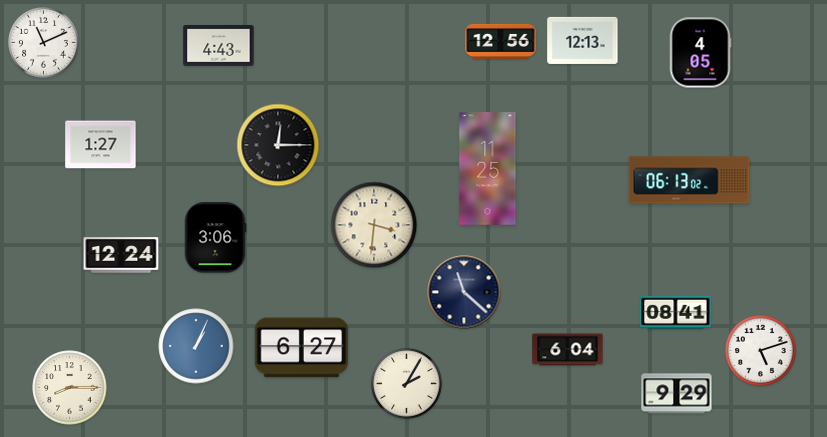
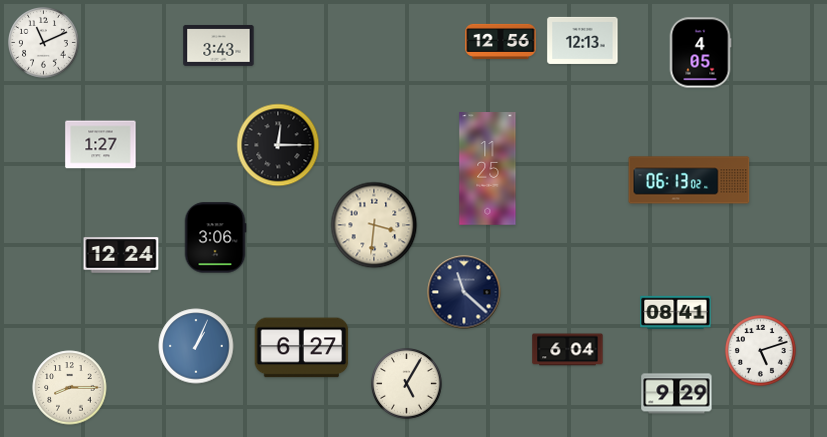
clock at (219, 45): 4:43 -> 3:43
clock at (407, 384): 2:05 -> 5:05
